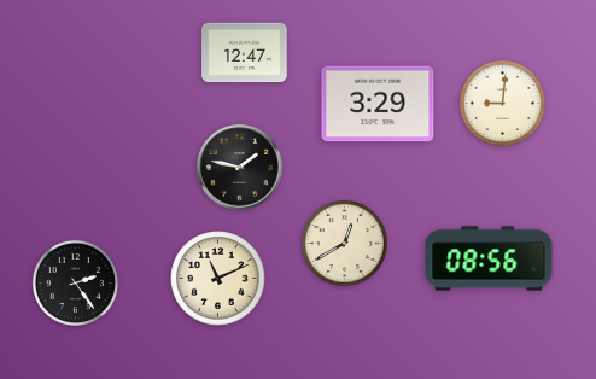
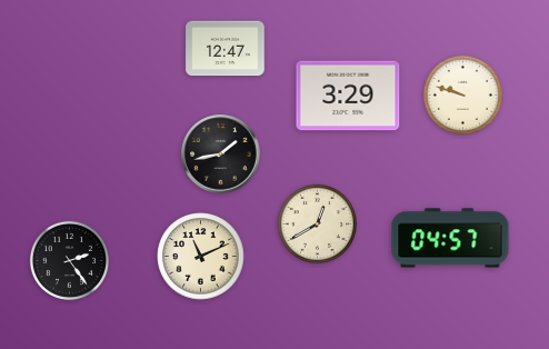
clock at (502, 103): 9:01 -> 9:48
clock at (240, 168): 1:47 -> 1:43
clock at (489, 258): 08:56 -> 04:57
